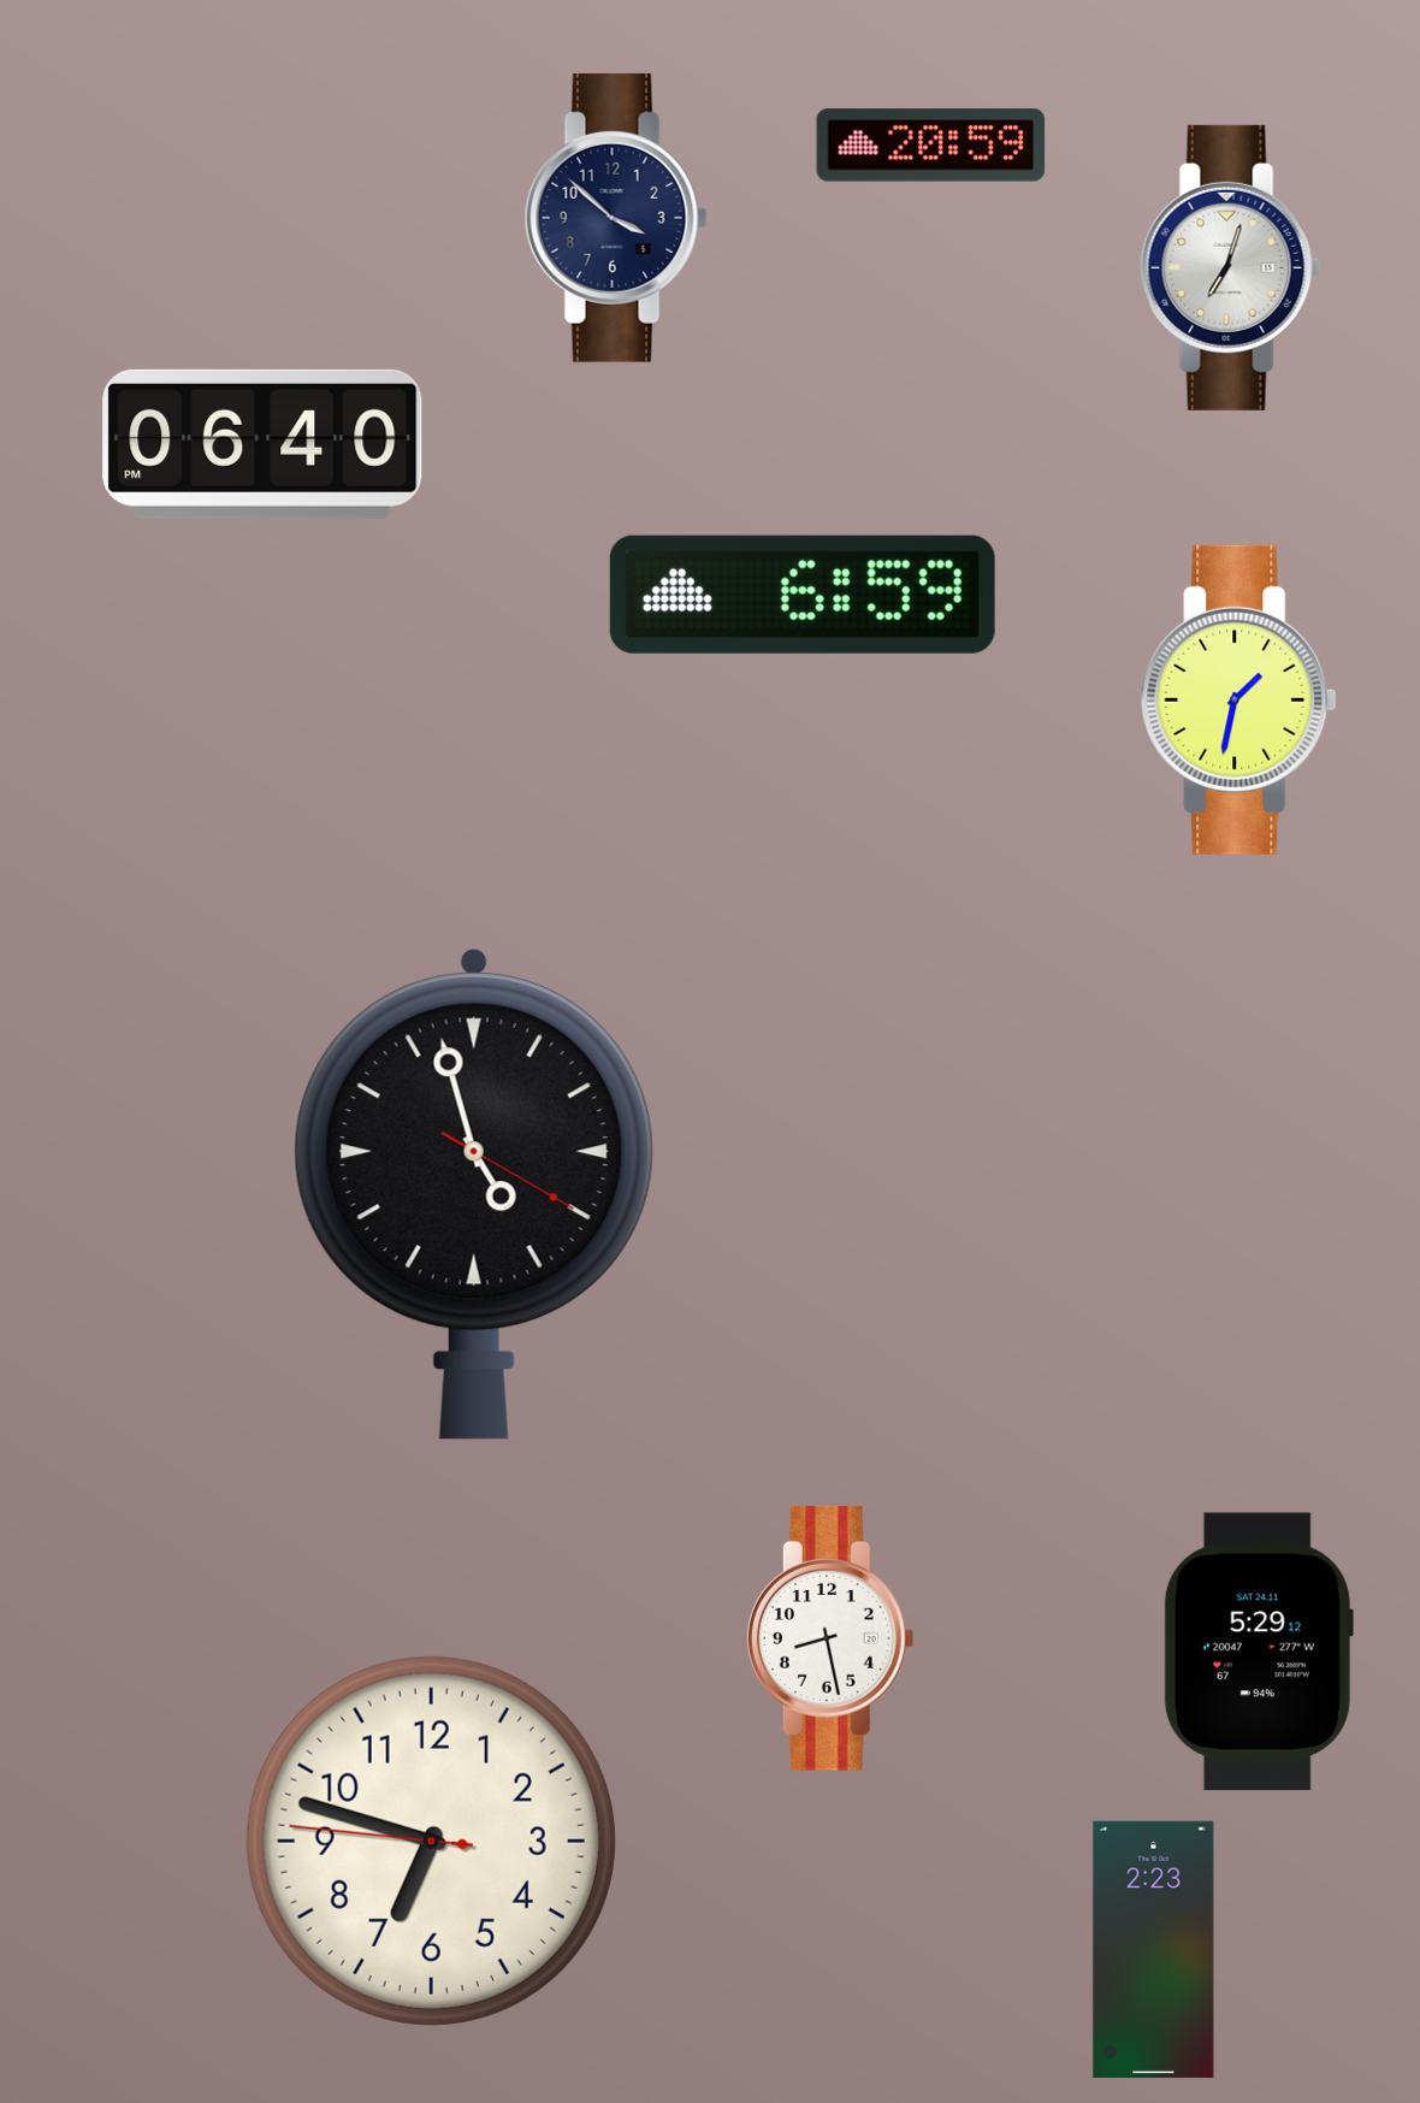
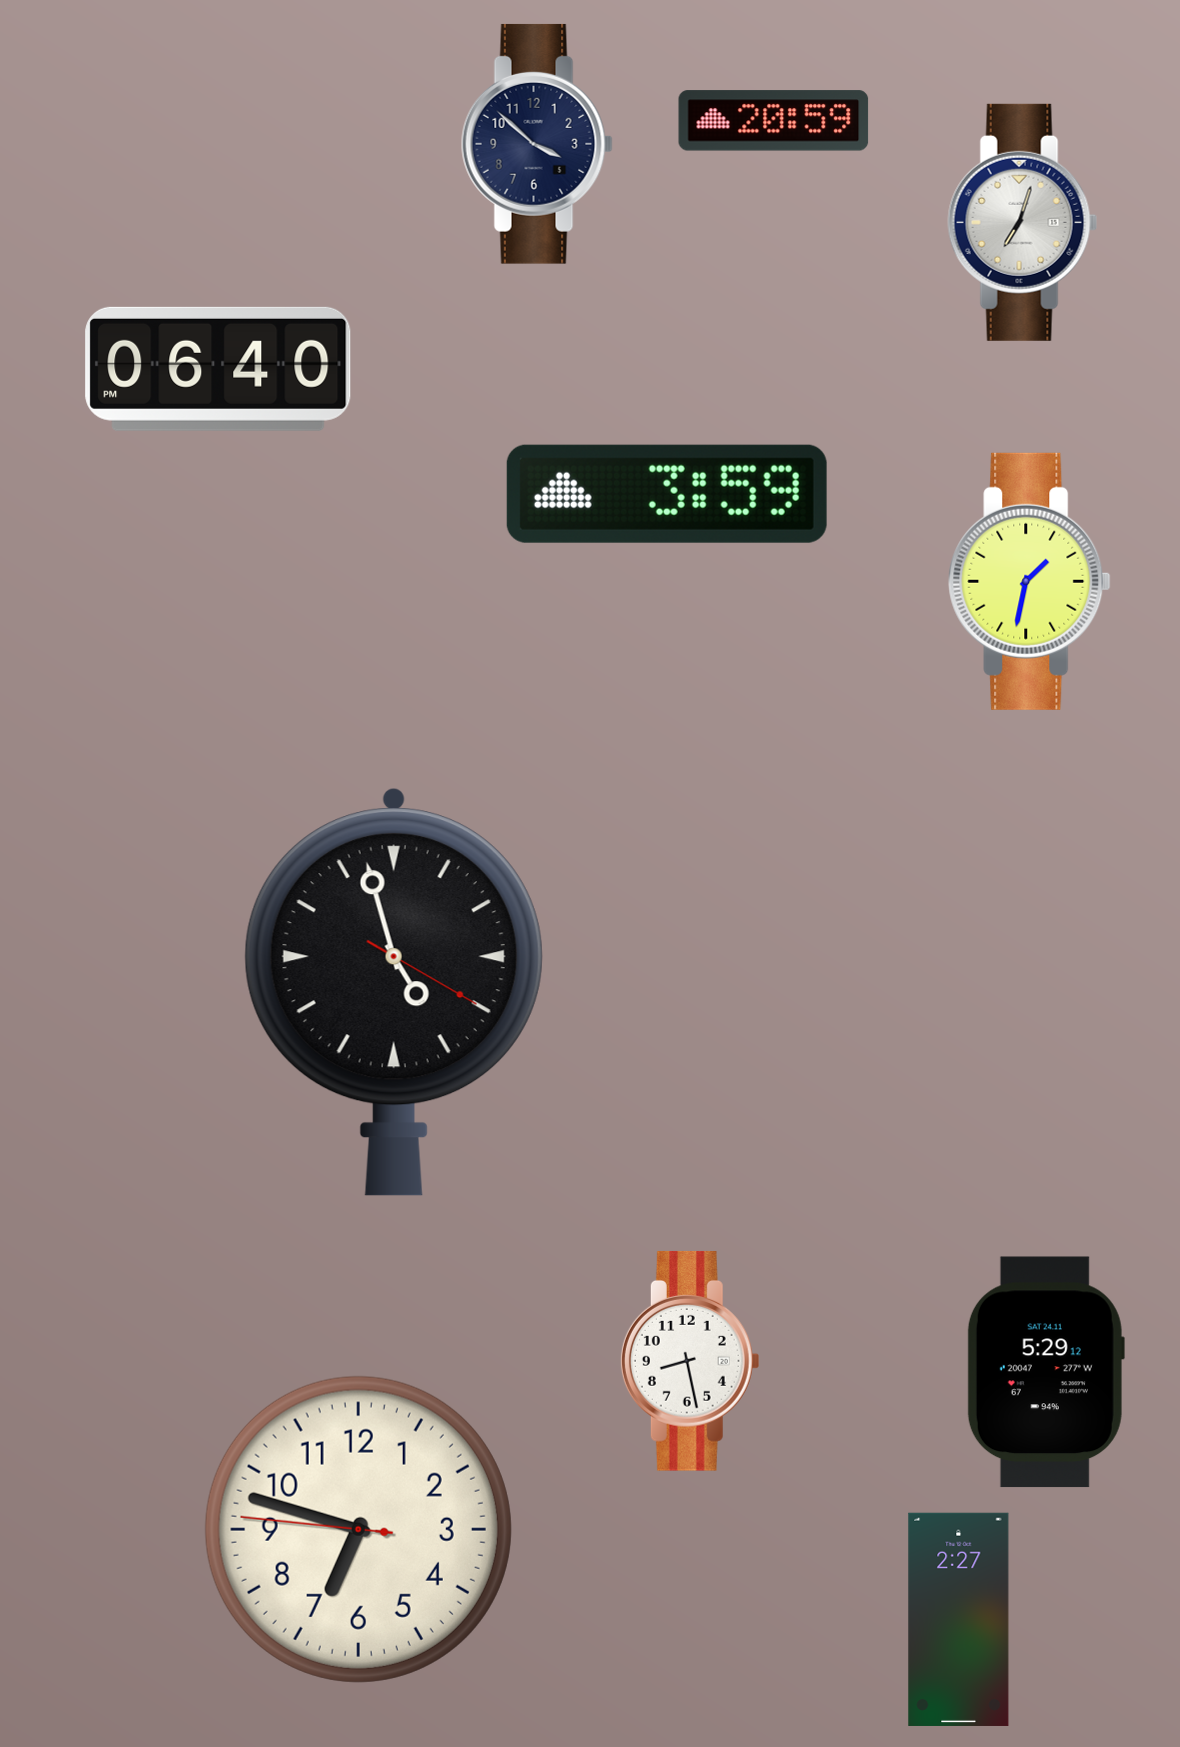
clock at (616, 218) position: (616, 218) -> (537, 144)
clock at (803, 595): 6:59 -> 3:59
clock at (1154, 1949): 2:23 -> 2:27
